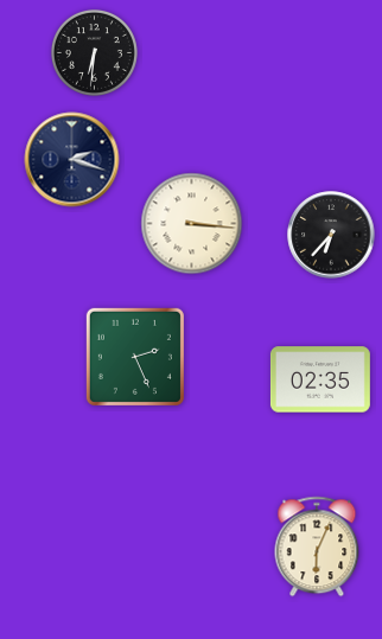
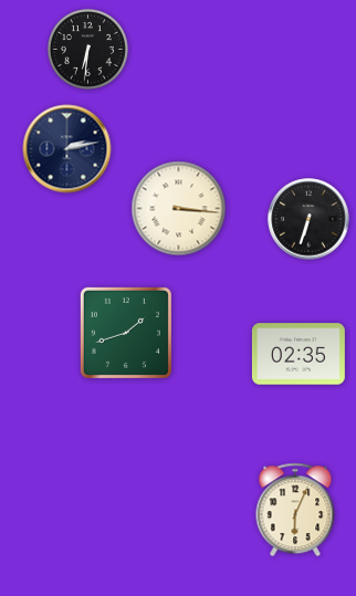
clock at (72, 160): 2:18 -> 2:13
clock at (331, 235): 6:37 -> 6:33
clock at (135, 357): 2:26 -> 1:42
